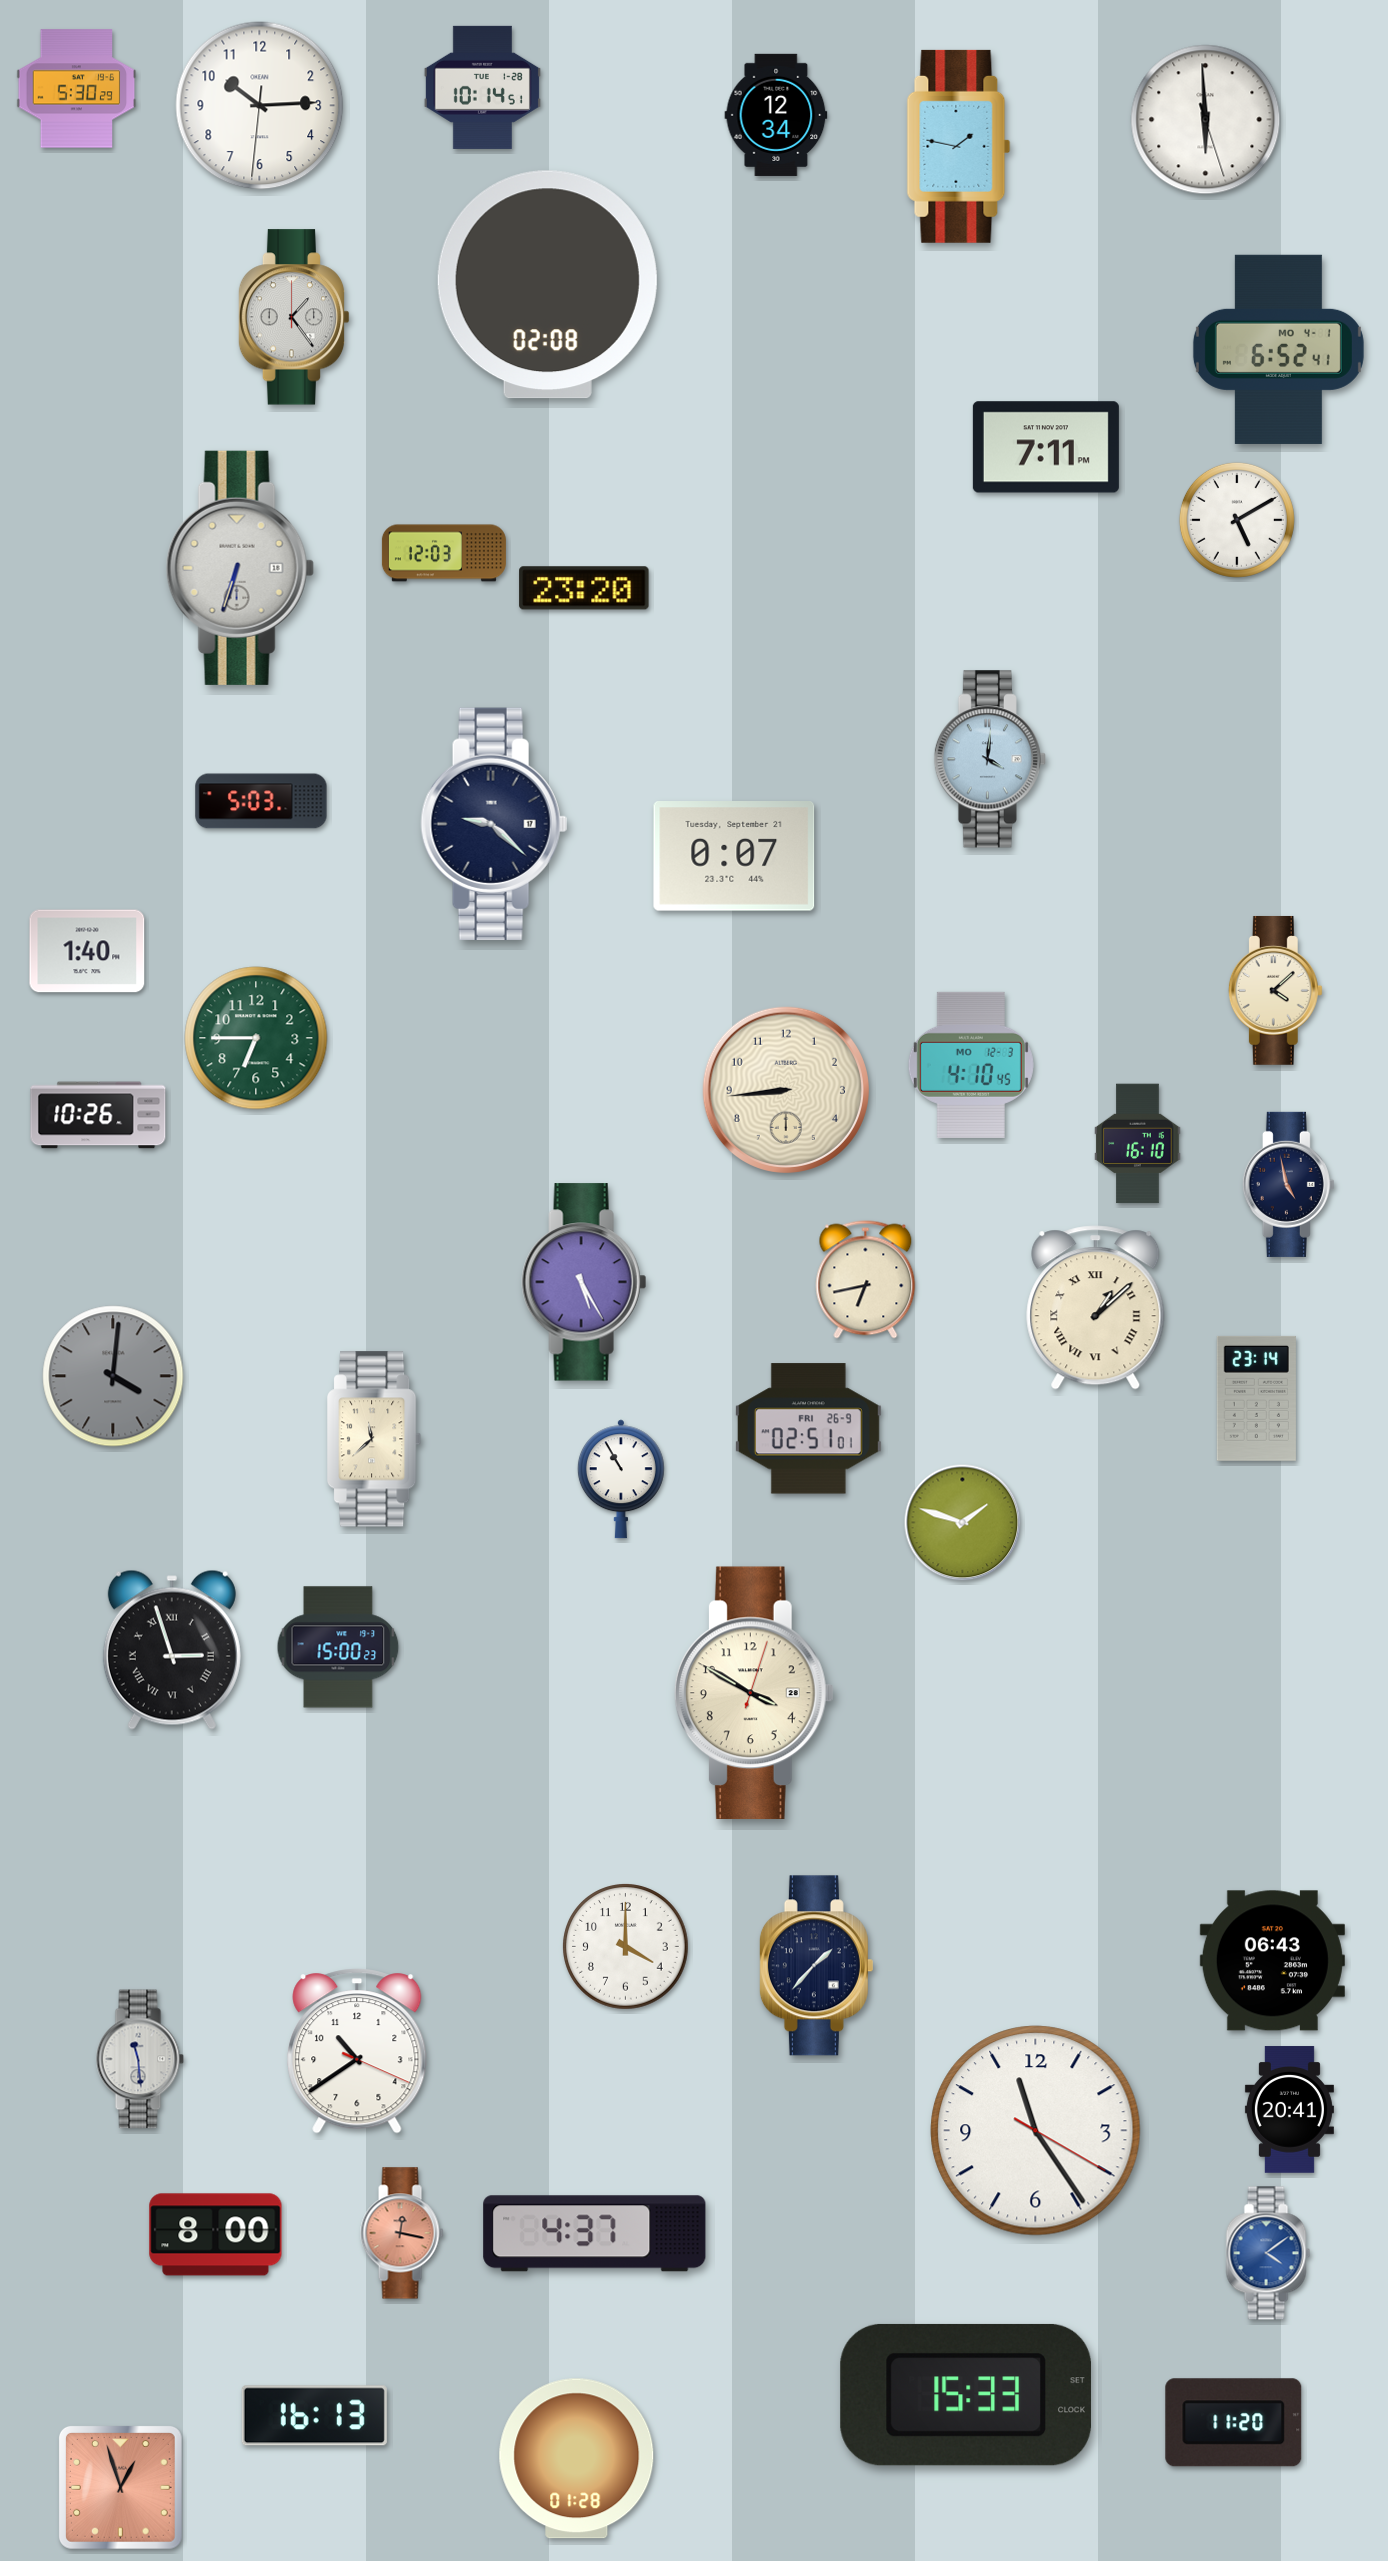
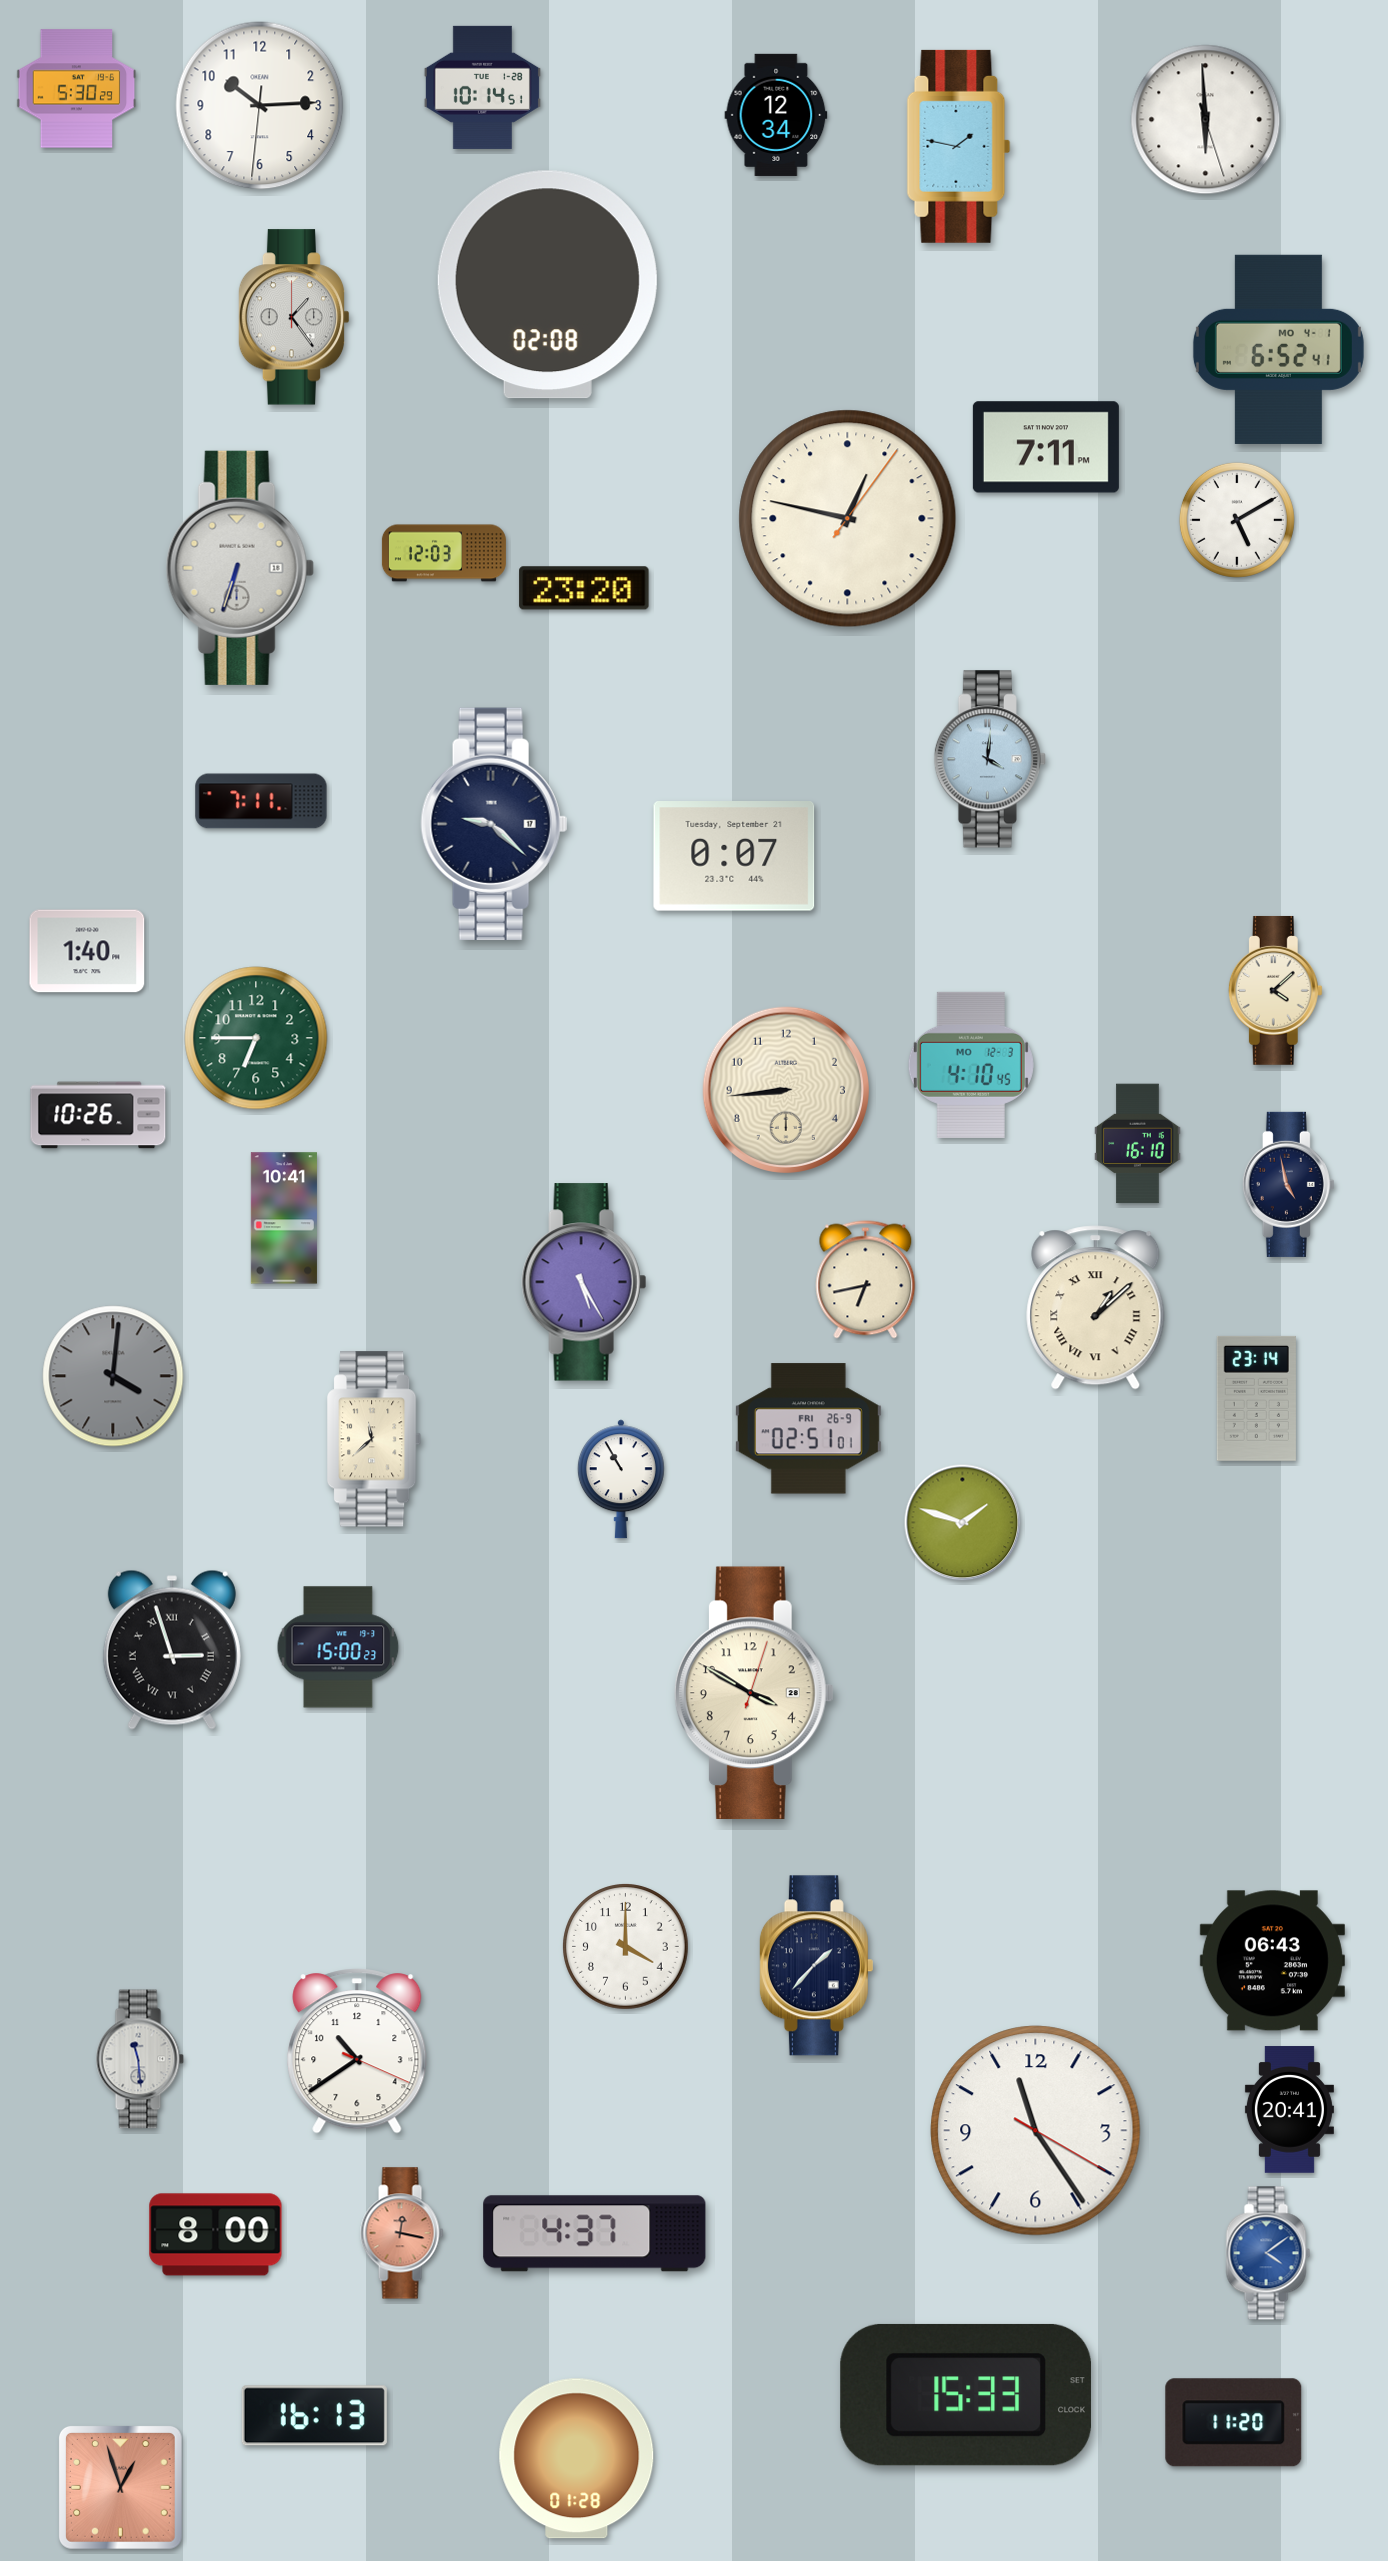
clock at (848, 519): none -> 12:47
clock at (261, 801): 5:03 -> 7:11
clock at (284, 1218): none -> 10:41
